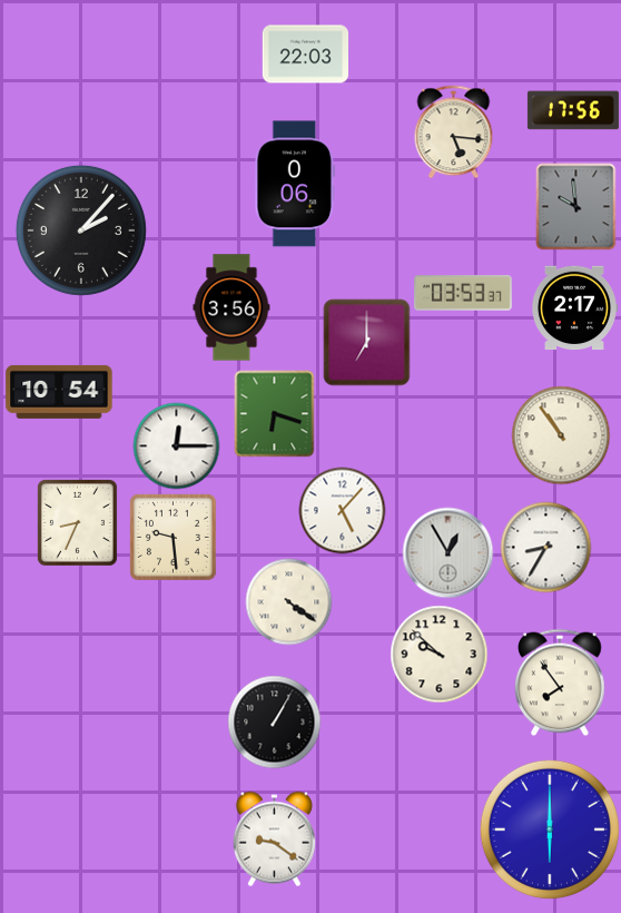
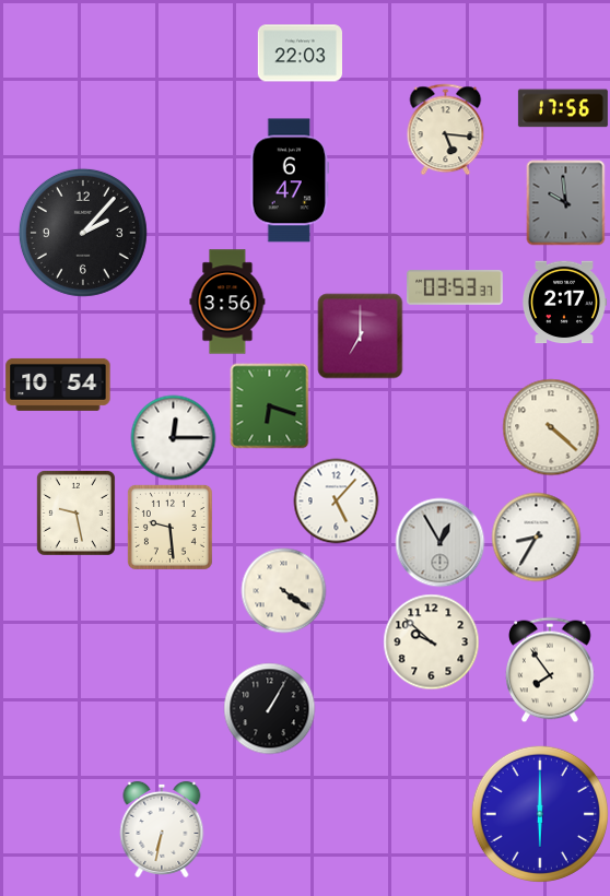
clock at (295, 184): 0:06 -> 6:47
clock at (81, 230) position: (81, 230) -> (83, 233)
clock at (561, 435): 10:54 -> 4:22
clock at (77, 522): 8:34 -> 9:28
clock at (274, 838): 9:21 -> none
clock at (162, 829): none -> 6:32
